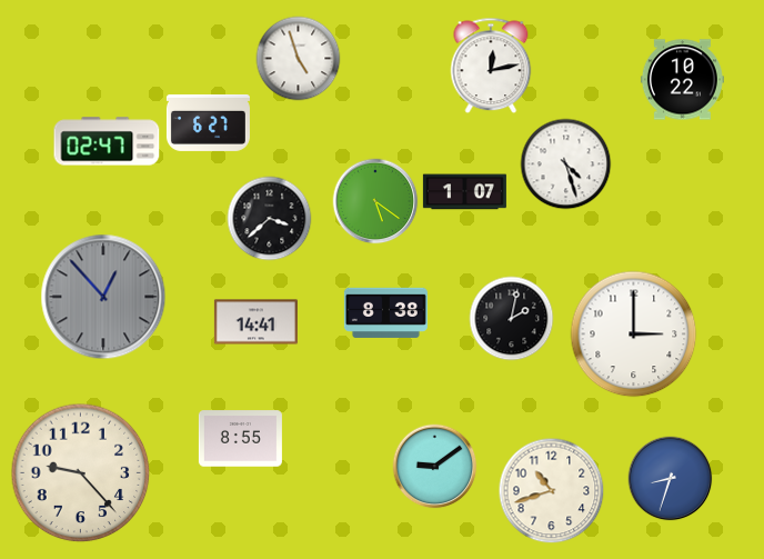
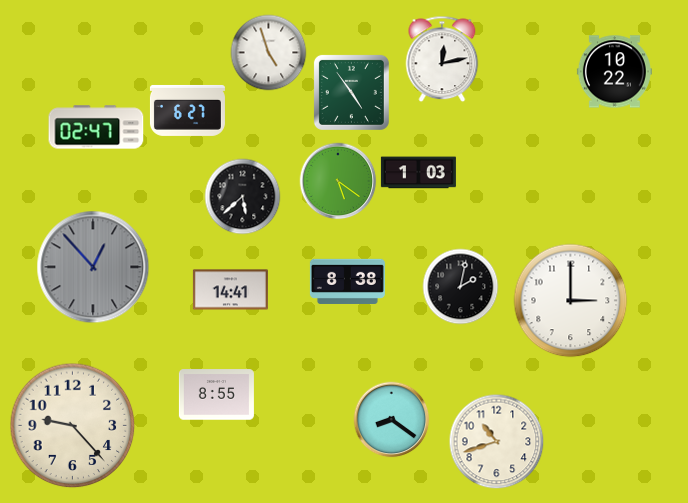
clock at (351, 92): none -> 4:54
clock at (566, 164): 4:27 -> none
clock at (464, 192): 1:07 -> 1:03
clock at (270, 219): 3:38 -> 5:38
clock at (435, 467): 9:09 -> 8:21
clock at (671, 479): 8:33 -> none
